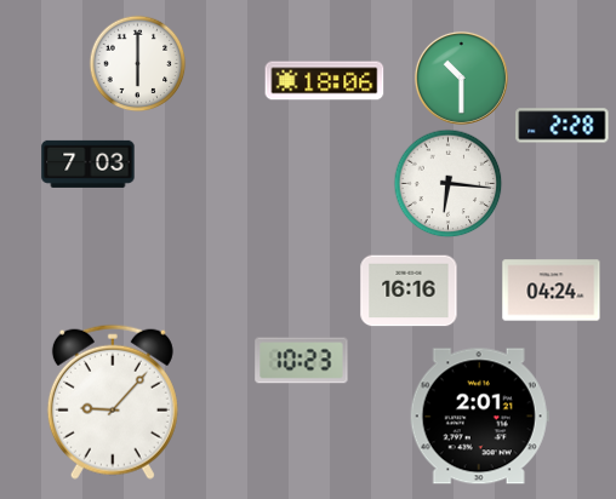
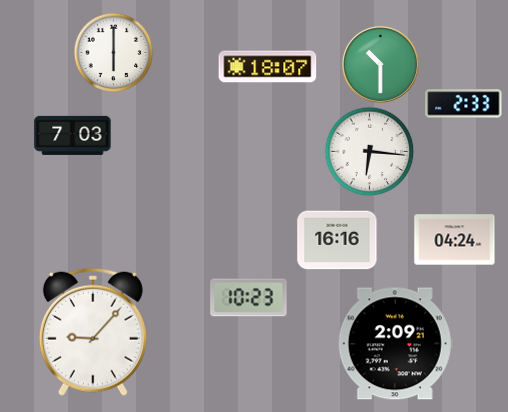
clock at (325, 81): 18:06 -> 18:07
clock at (563, 126): 2:28 -> 2:33
clock at (479, 417): 2:01 -> 2:09
